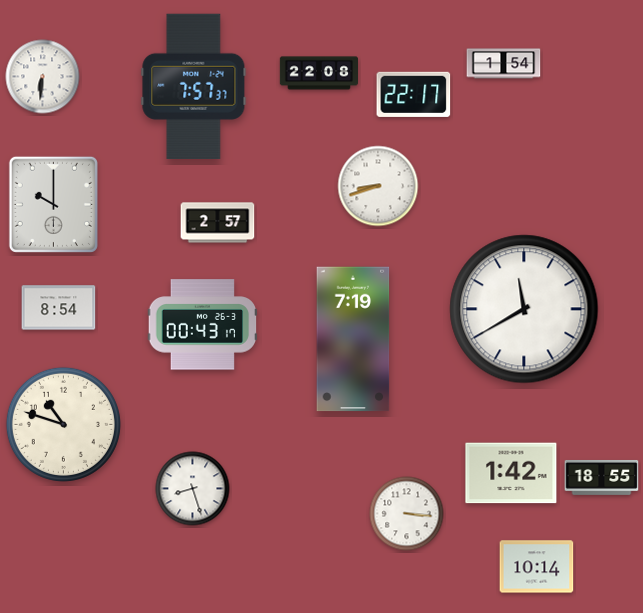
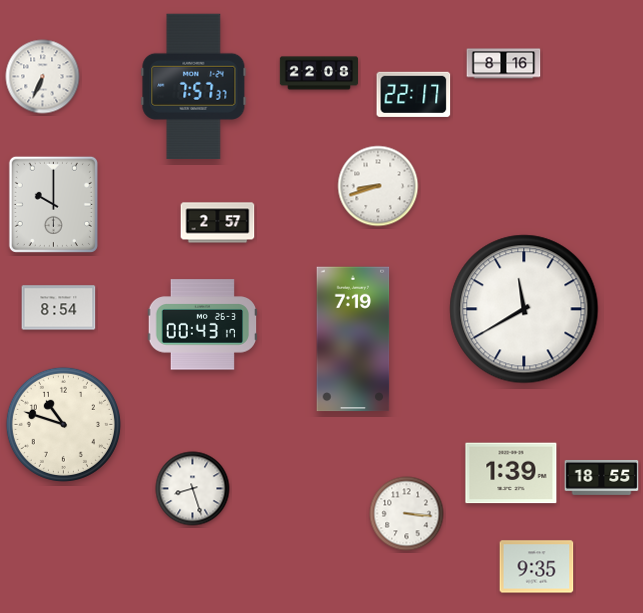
clock at (504, 64): 1:54 -> 8:16
clock at (43, 77): 6:31 -> 6:34
clock at (511, 473): 1:42 -> 1:39
clock at (537, 567): 10:14 -> 9:35
